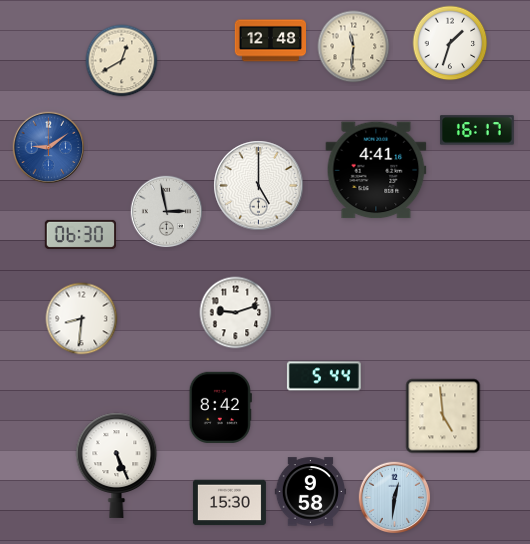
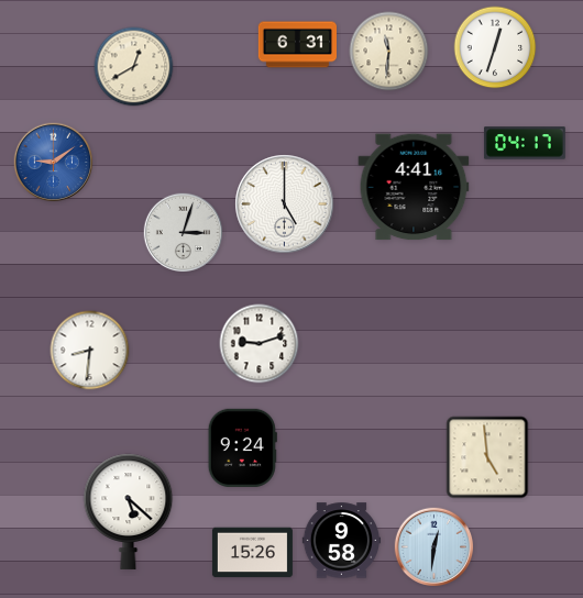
clock at (271, 41): 12:48 -> 6:31
clock at (450, 43): 1:33 -> 12:33
clock at (477, 130): 16:17 -> 04:17
clock at (167, 212): 2:58 -> 3:03
clock at (80, 234): 06:30 -> none
clock at (324, 376): 5:44 -> none
clock at (220, 407): 8:42 -> 9:24
clock at (117, 465): 5:26 -> 5:22
clock at (229, 503): 15:30 -> 15:26
